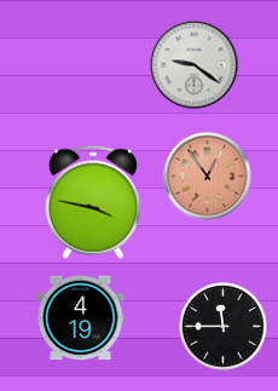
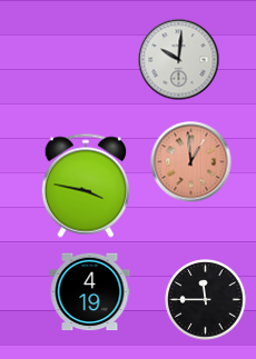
clock at (195, 65): 9:21 -> 10:01
clock at (208, 177): 12:54 -> 12:59
clock at (81, 318) position: (81, 318) -> (90, 292)
